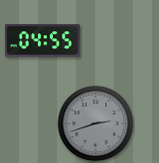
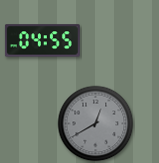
clock at (96, 124): 2:42 -> 12:40
